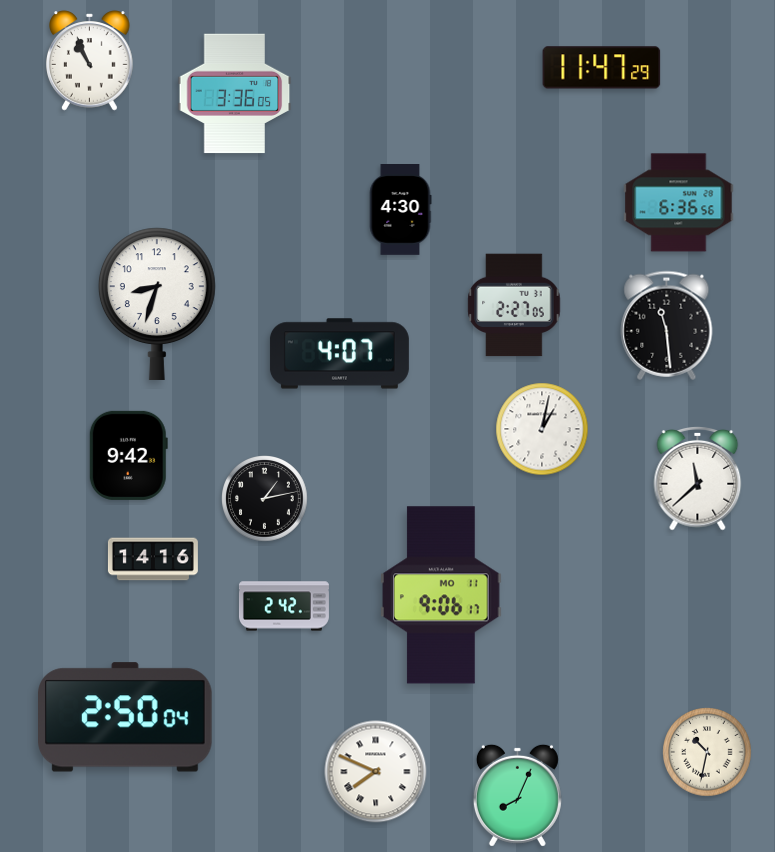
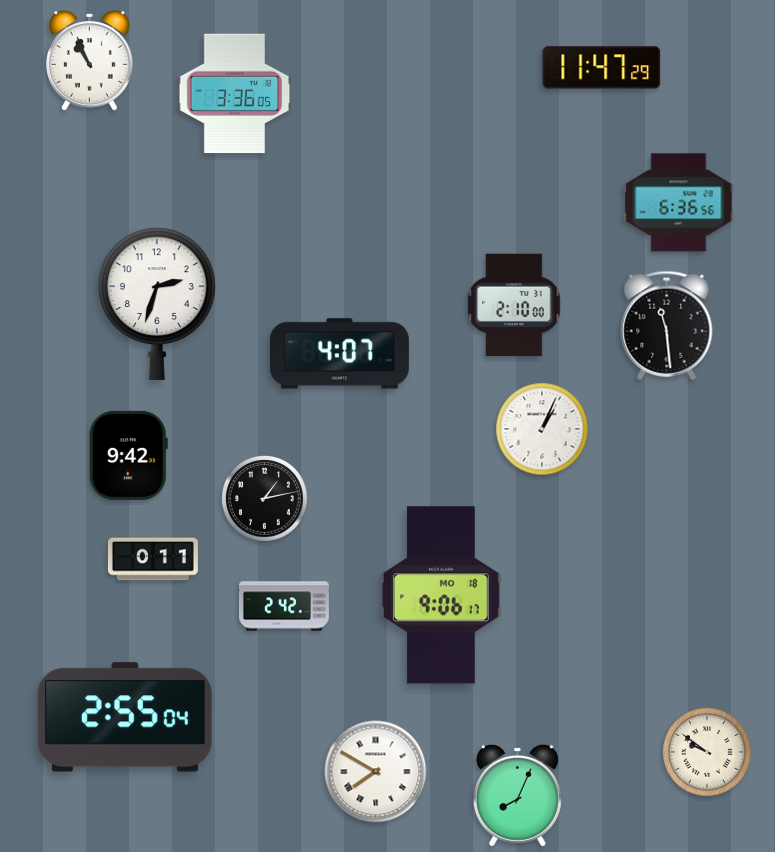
clock at (400, 210): 4:30 -> none
clock at (157, 304): 8:33 -> 2:33
clock at (514, 305): 2:27 -> 2:10
clock at (542, 429): 1:02 -> 1:04
clock at (698, 478): 11:38 -> none
clock at (153, 559): 14:16 -> 0:11
clock at (441, 595) date: MO 11 -> MO 18
clock at (126, 717): 2:50 -> 2:55
clock at (707, 752): 10:32 -> 9:51
clock at (376, 772): 7:49 -> 7:50
